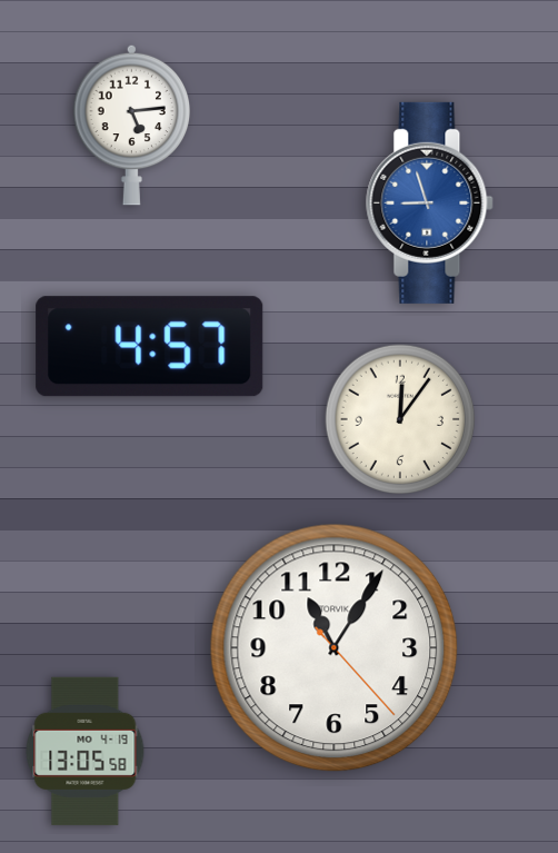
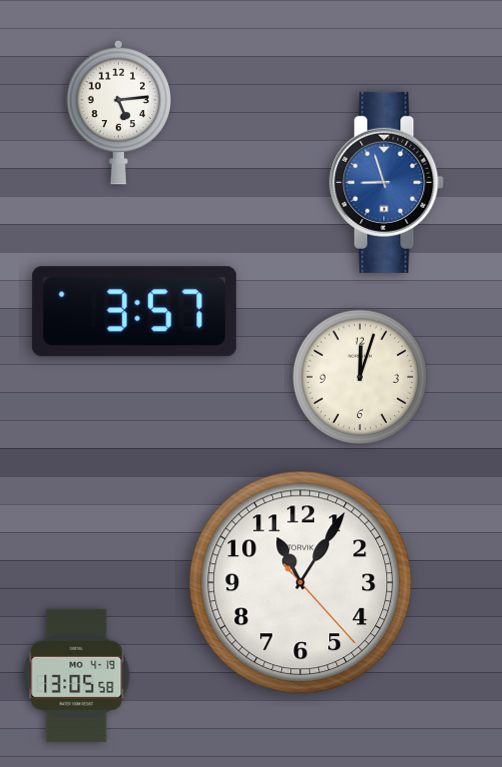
clock at (150, 347): 4:57 -> 3:57
clock at (400, 419): 12:06 -> 12:03
